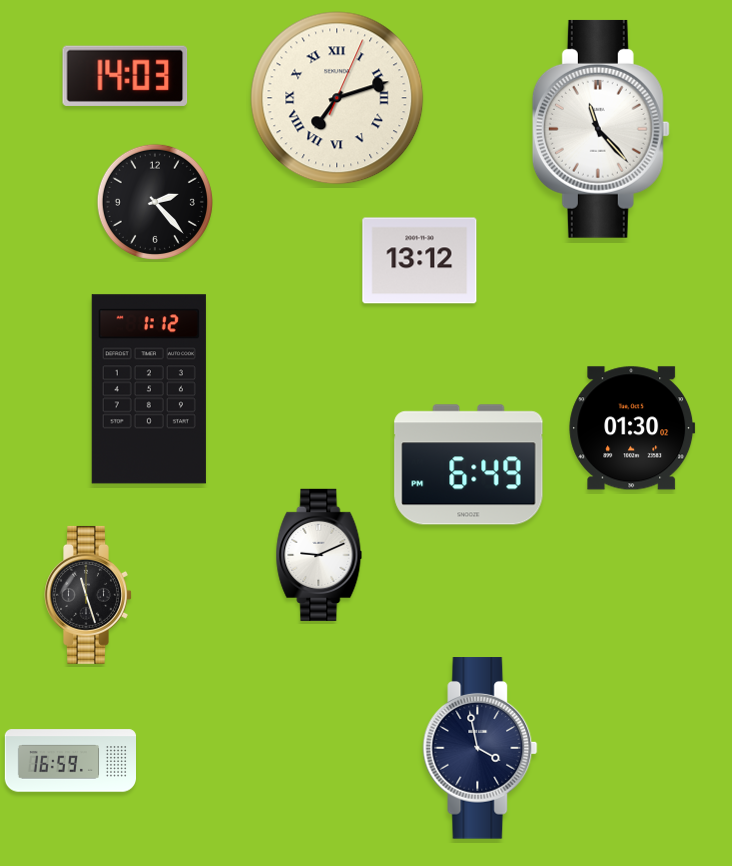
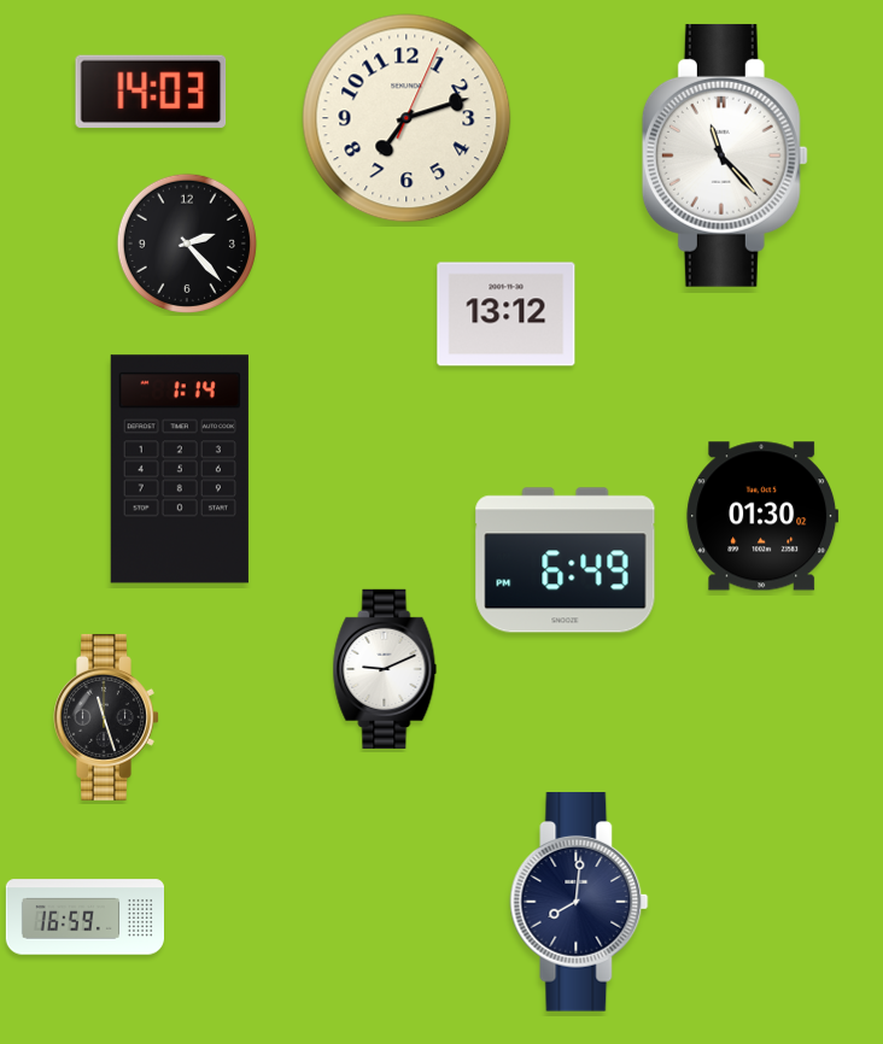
clock at (337, 98) numerals: Roman -> Arabic
clock at (149, 389): 1:12 -> 1:14
clock at (480, 748): 3:58 -> 8:01
